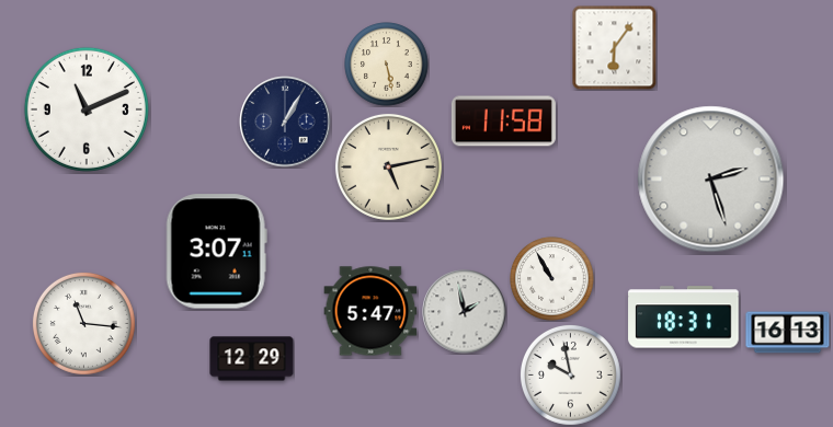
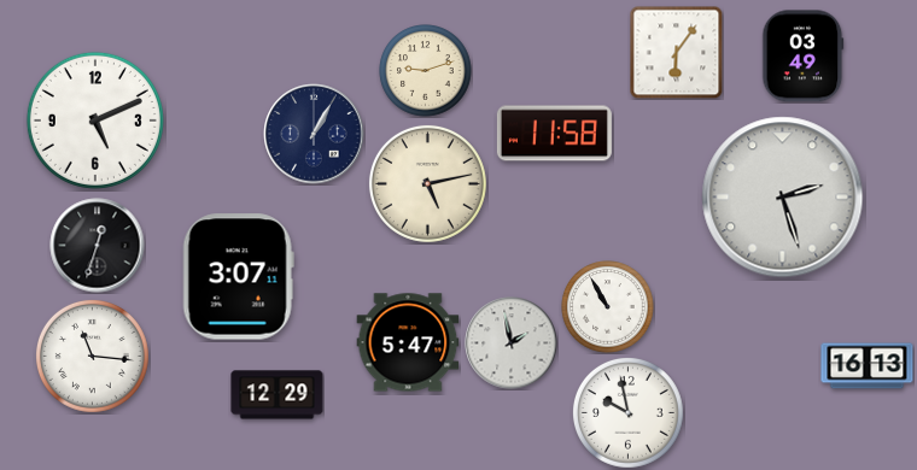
clock at (804, 57): none -> 03:49
clock at (387, 65): 5:28 -> 9:12
clock at (87, 109): 11:11 -> 5:11
clock at (98, 246): none -> 12:33
clock at (684, 318): 18:31 -> none
